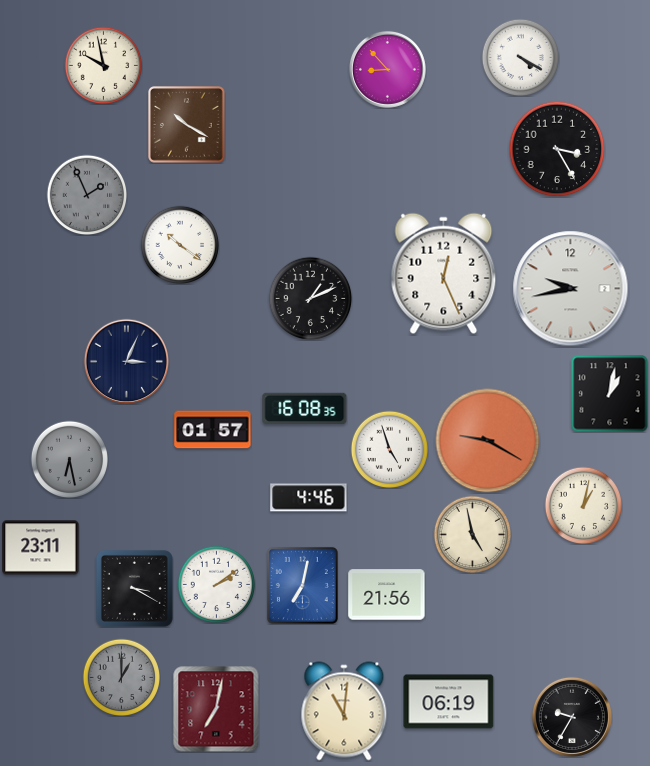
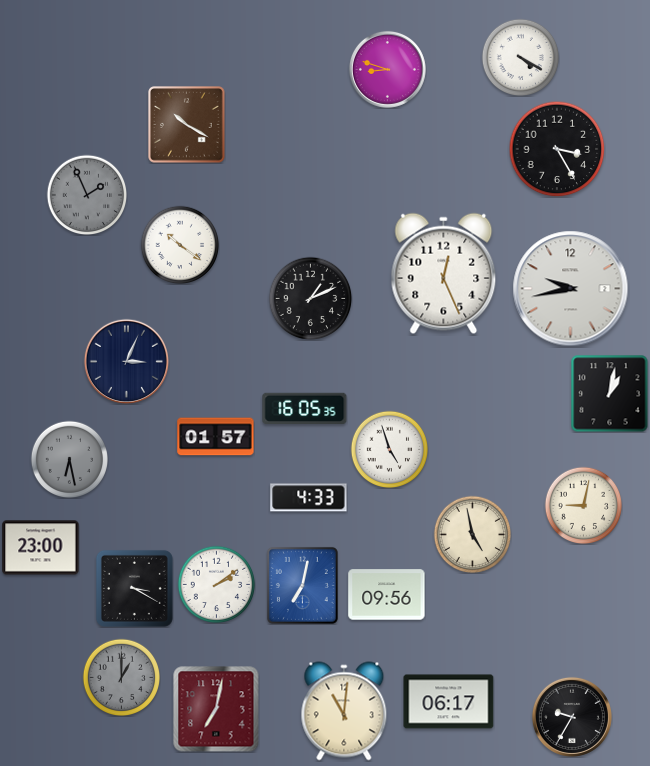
clock at (103, 65): 9:58 -> none
clock at (387, 69): 8:53 -> 8:48
clock at (305, 408): 16:08 -> 16:05
clock at (213, 430) position: (213, 430) -> (216, 437)
clock at (488, 441): 9:20 -> none
clock at (309, 498): 4:46 -> 4:33
clock at (583, 505): 1:02 -> 9:02
clock at (41, 548): 23:11 -> 23:00
clock at (387, 595): 21:56 -> 09:56
clock at (449, 702): 06:19 -> 06:17
